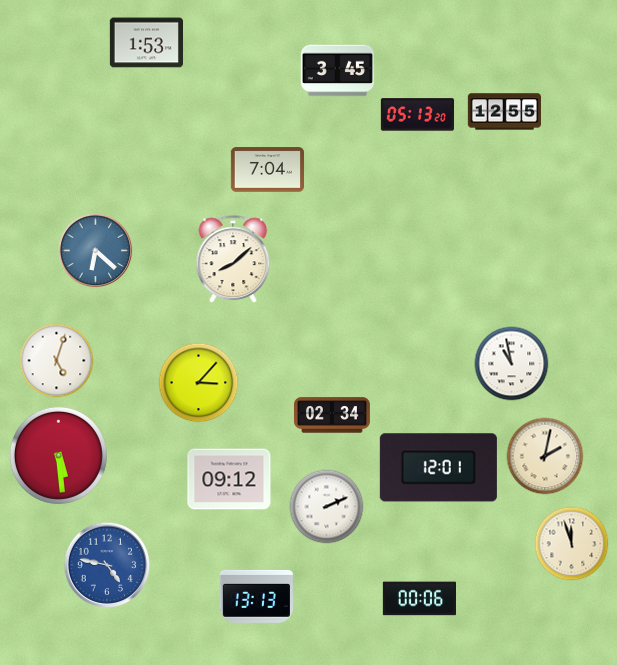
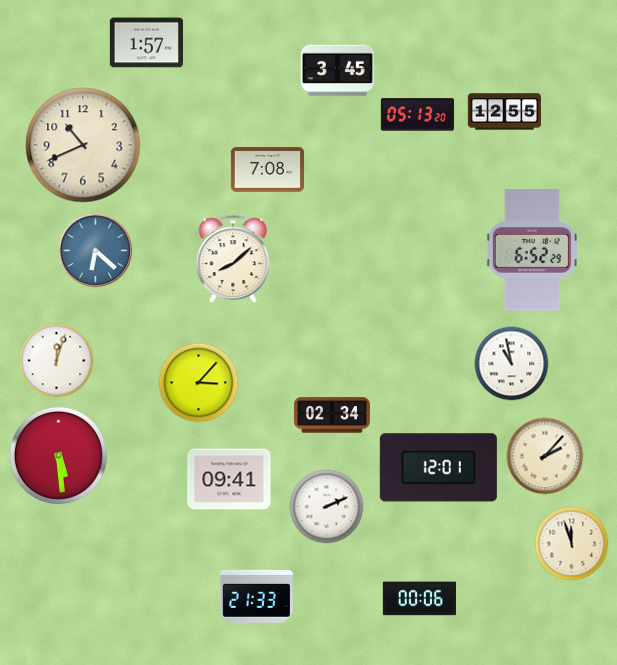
clock at (146, 43): 1:53 -> 1:57
clock at (83, 145): none -> 10:41
clock at (267, 170): 7:04 -> 7:08
clock at (532, 250): none -> 6:52
clock at (57, 361): 5:03 -> 12:03
clock at (545, 456): 2:02 -> 2:07
clock at (229, 479): 09:12 -> 09:41
clock at (107, 565): 4:47 -> none
clock at (256, 596): 13:13 -> 21:33
